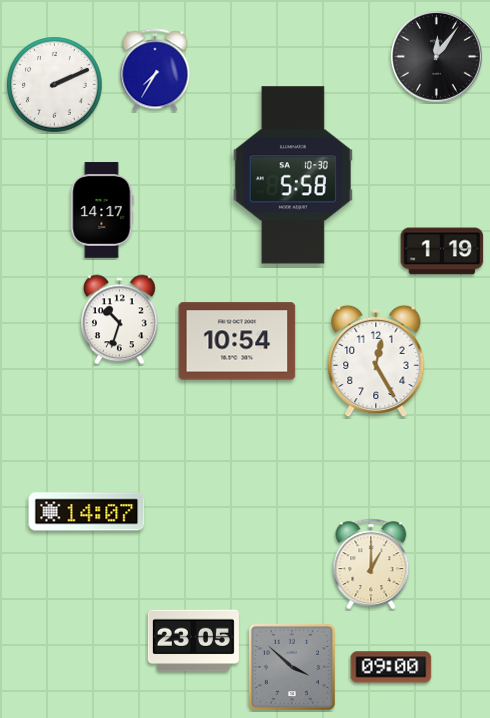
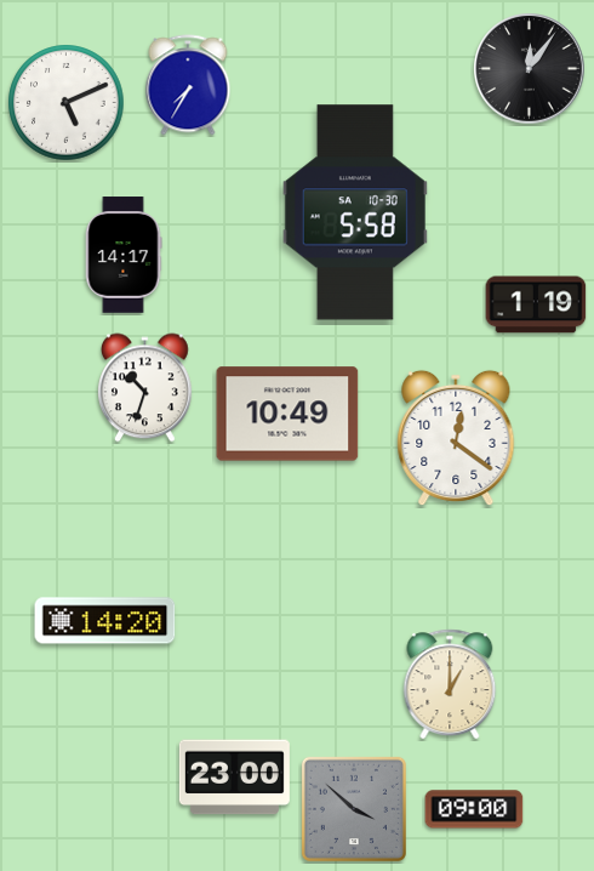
clock at (55, 85): 2:11 -> 5:11
clock at (237, 341): 10:54 -> 10:49
clock at (376, 361): 12:25 -> 12:21
clock at (87, 512): 14:07 -> 14:20
clock at (193, 641): 23:05 -> 23:00
